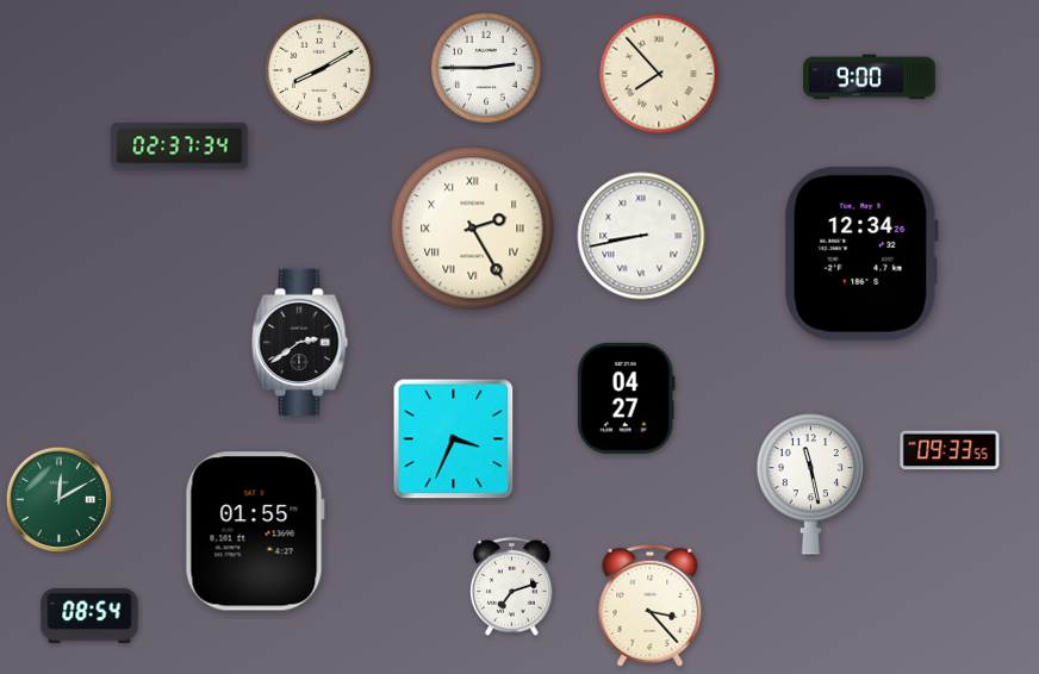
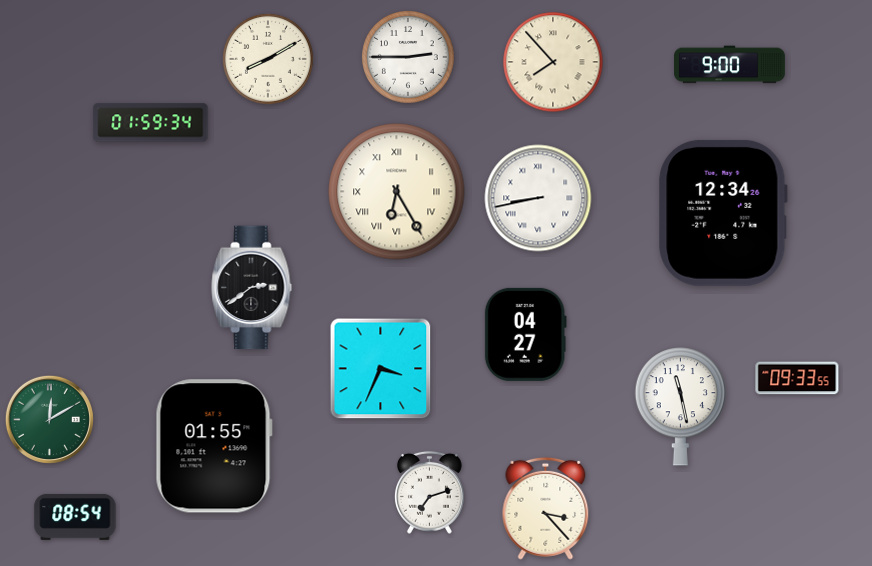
clock at (180, 146): 02:37 -> 01:59
clock at (473, 229): 2:25 -> 6:25
